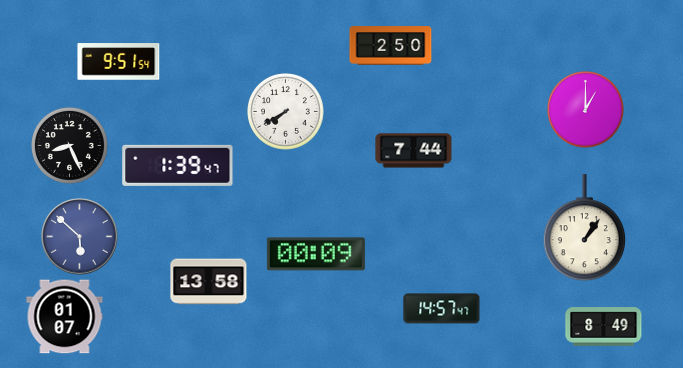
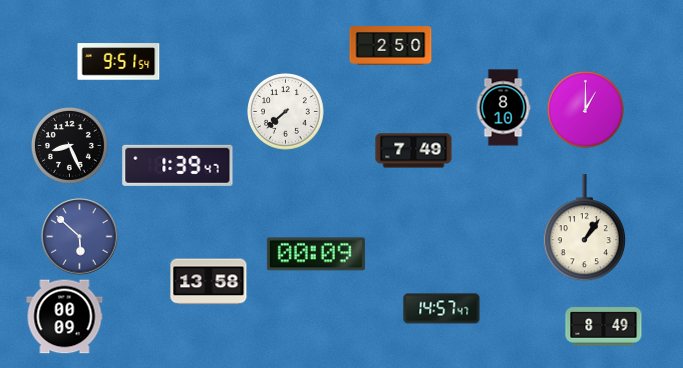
clock at (503, 108): none -> 8:10
clock at (286, 112): 7:40 -> 7:38
clock at (414, 151): 7:44 -> 7:49
clock at (65, 317): 01:07 -> 00:09
